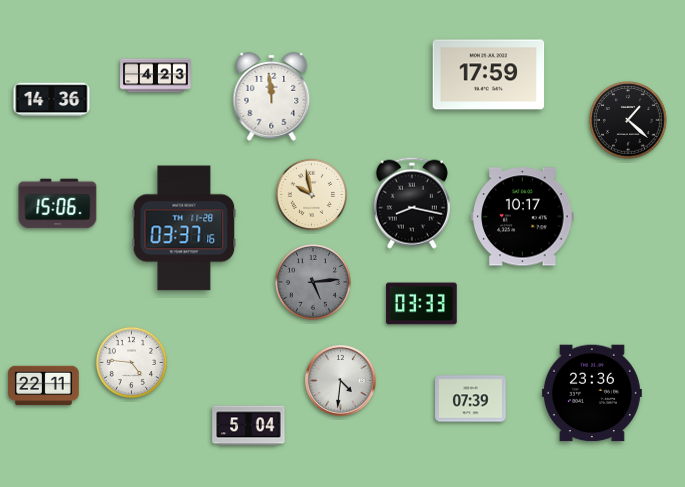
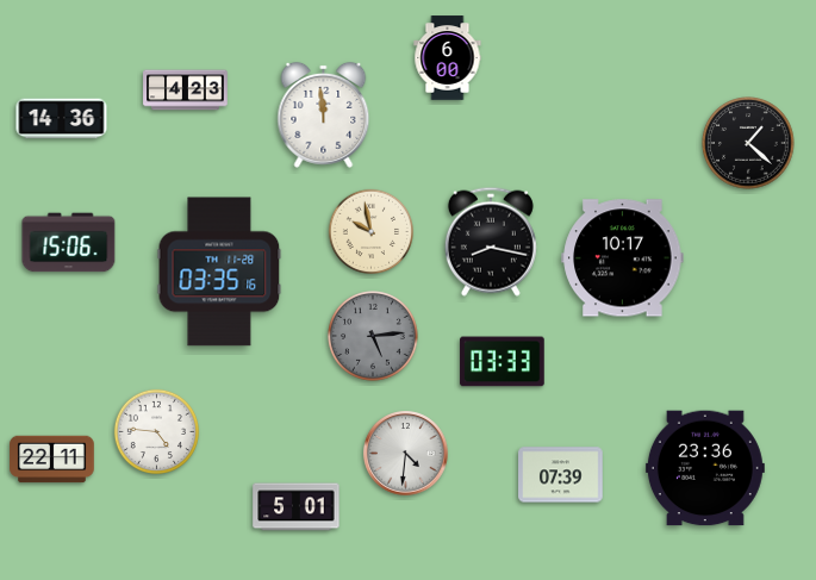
clock at (448, 58): none -> 6:00
clock at (489, 75): 17:59 -> none
clock at (184, 228): 03:37 -> 03:35
clock at (249, 426): 5:04 -> 5:01
